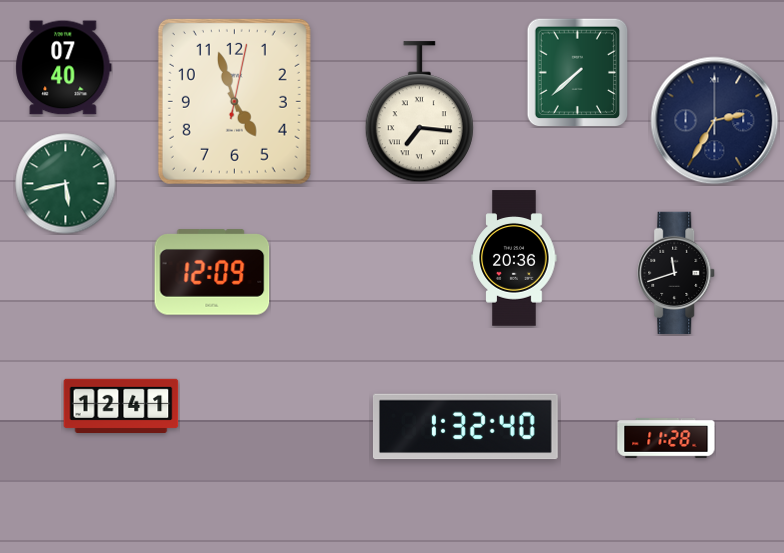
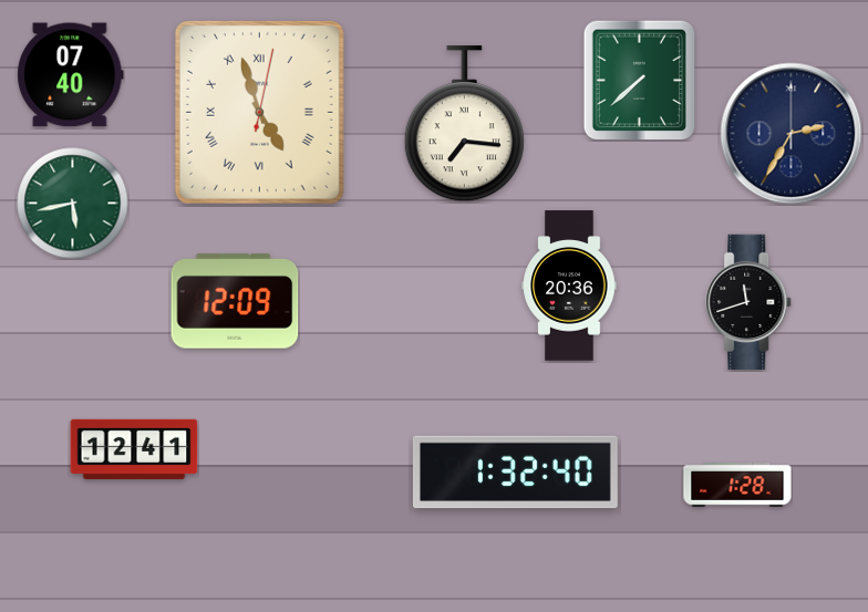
clock at (234, 101) numerals: Arabic -> Roman
clock at (666, 439): 11:28 -> 1:28
